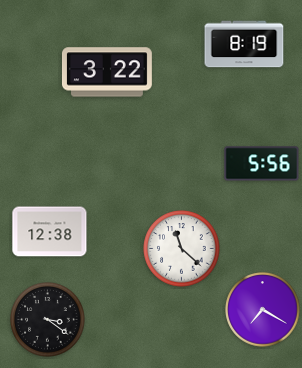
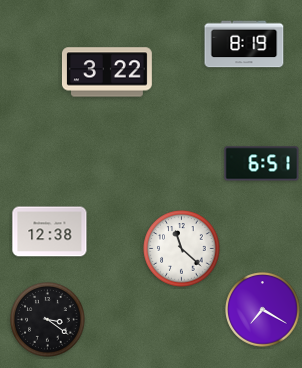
clock at (262, 164): 5:56 -> 6:51
